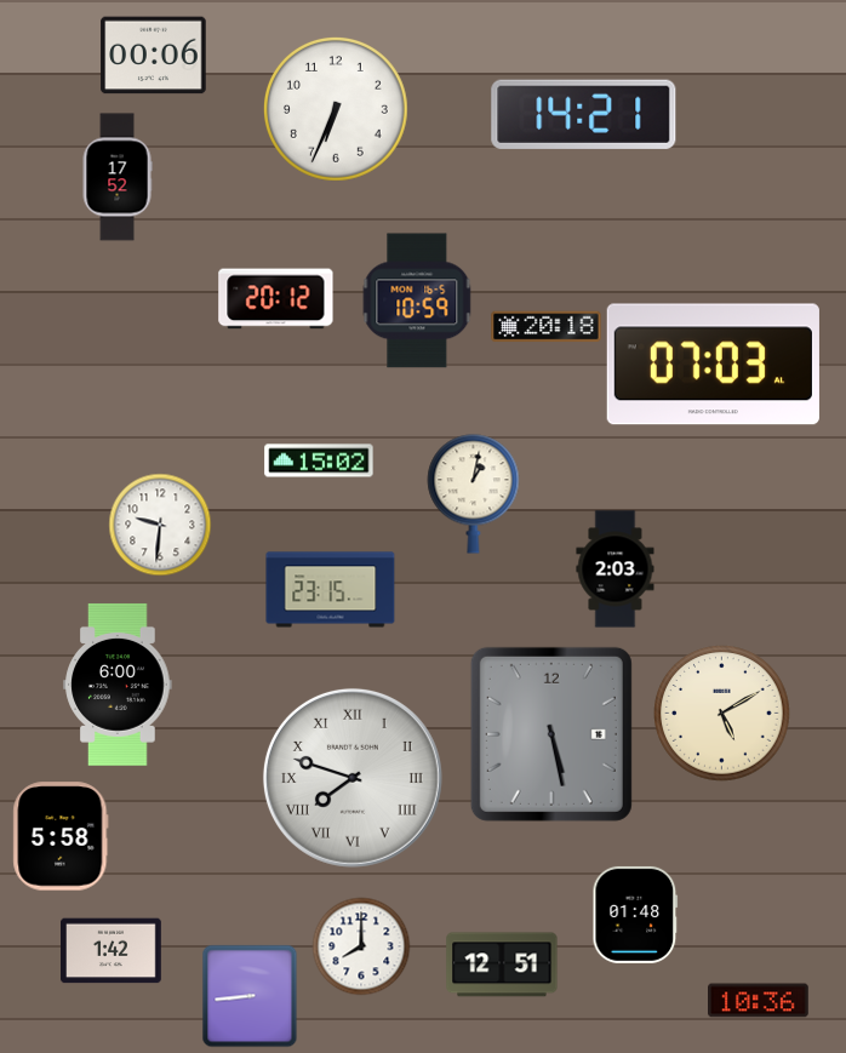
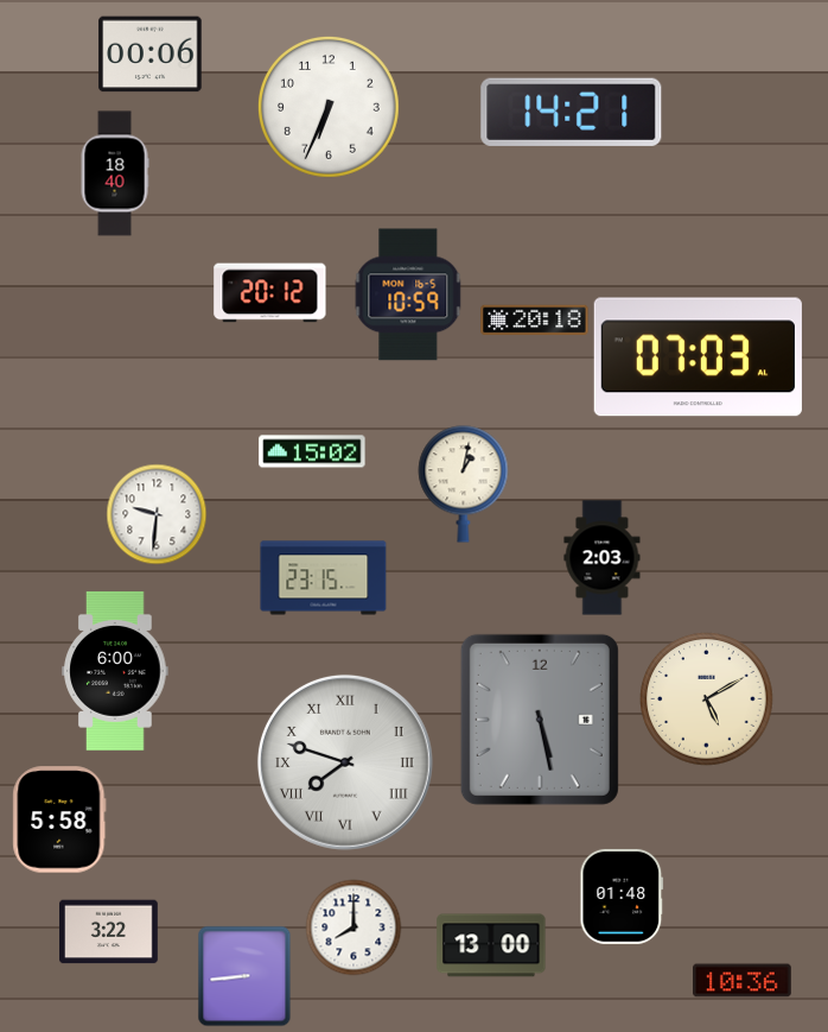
clock at (118, 177): 17:52 -> 18:40
clock at (112, 951): 1:42 -> 3:22
clock at (502, 965): 12:51 -> 13:00
